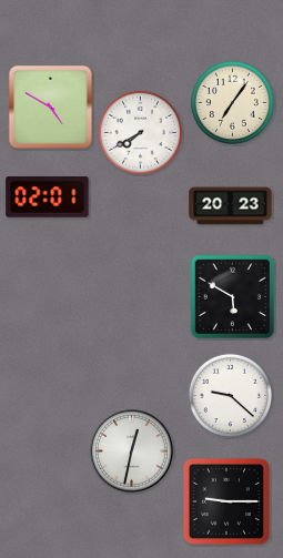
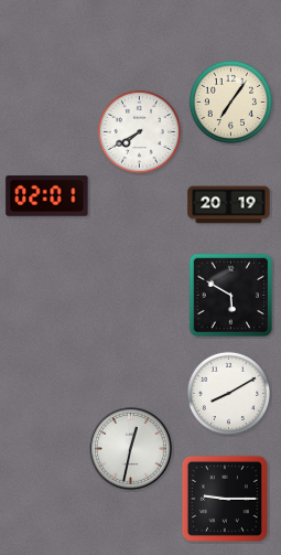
clock at (50, 106): 4:50 -> none
clock at (231, 206): 20:23 -> 20:19
clock at (230, 395): 9:22 -> 8:10
